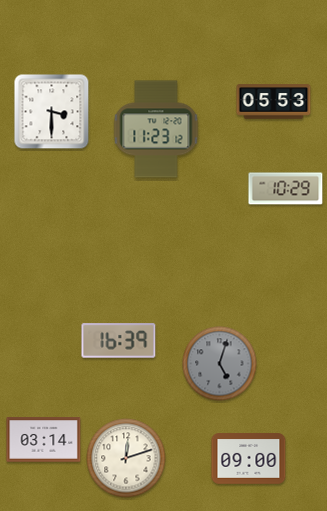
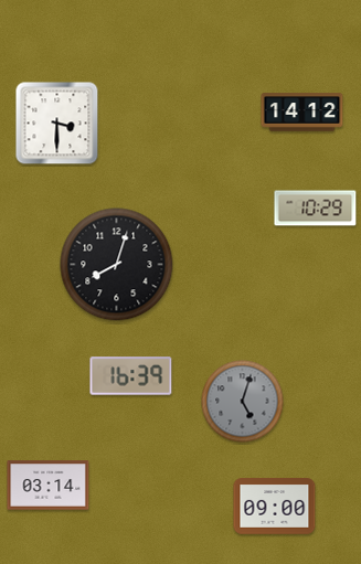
clock at (274, 102): 05:53 -> 14:12
clock at (156, 129): 11:23 -> none
clock at (117, 265): none -> 8:03
clock at (126, 458): 12:12 -> none
